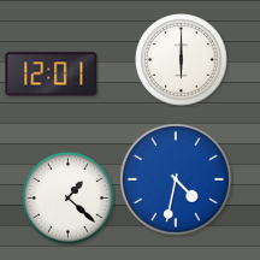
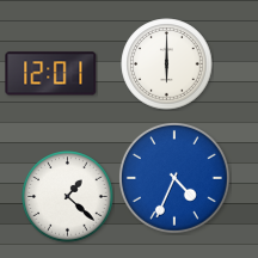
clock at (182, 60) position: (182, 60) -> (167, 64)
clock at (176, 179): 4:32 -> 4:34
